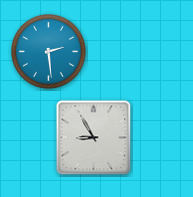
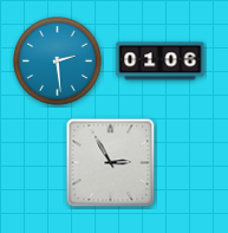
clock at (161, 62): none -> 01:06
clock at (94, 138): 8:55 -> 2:55
